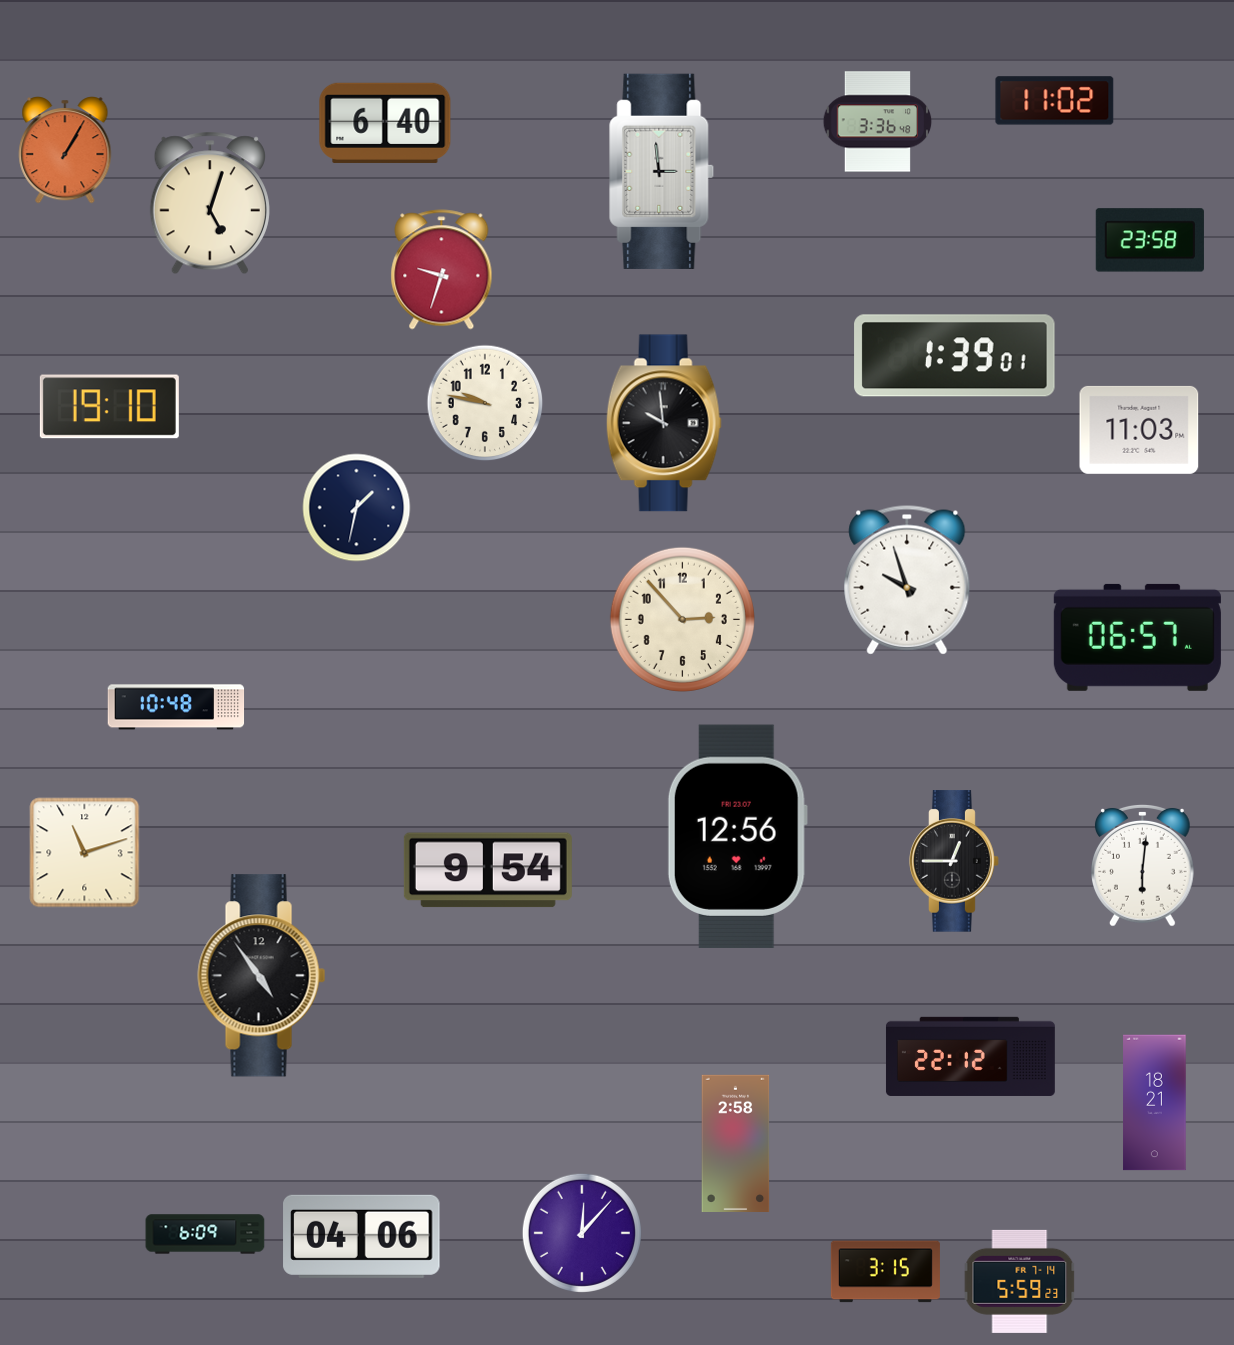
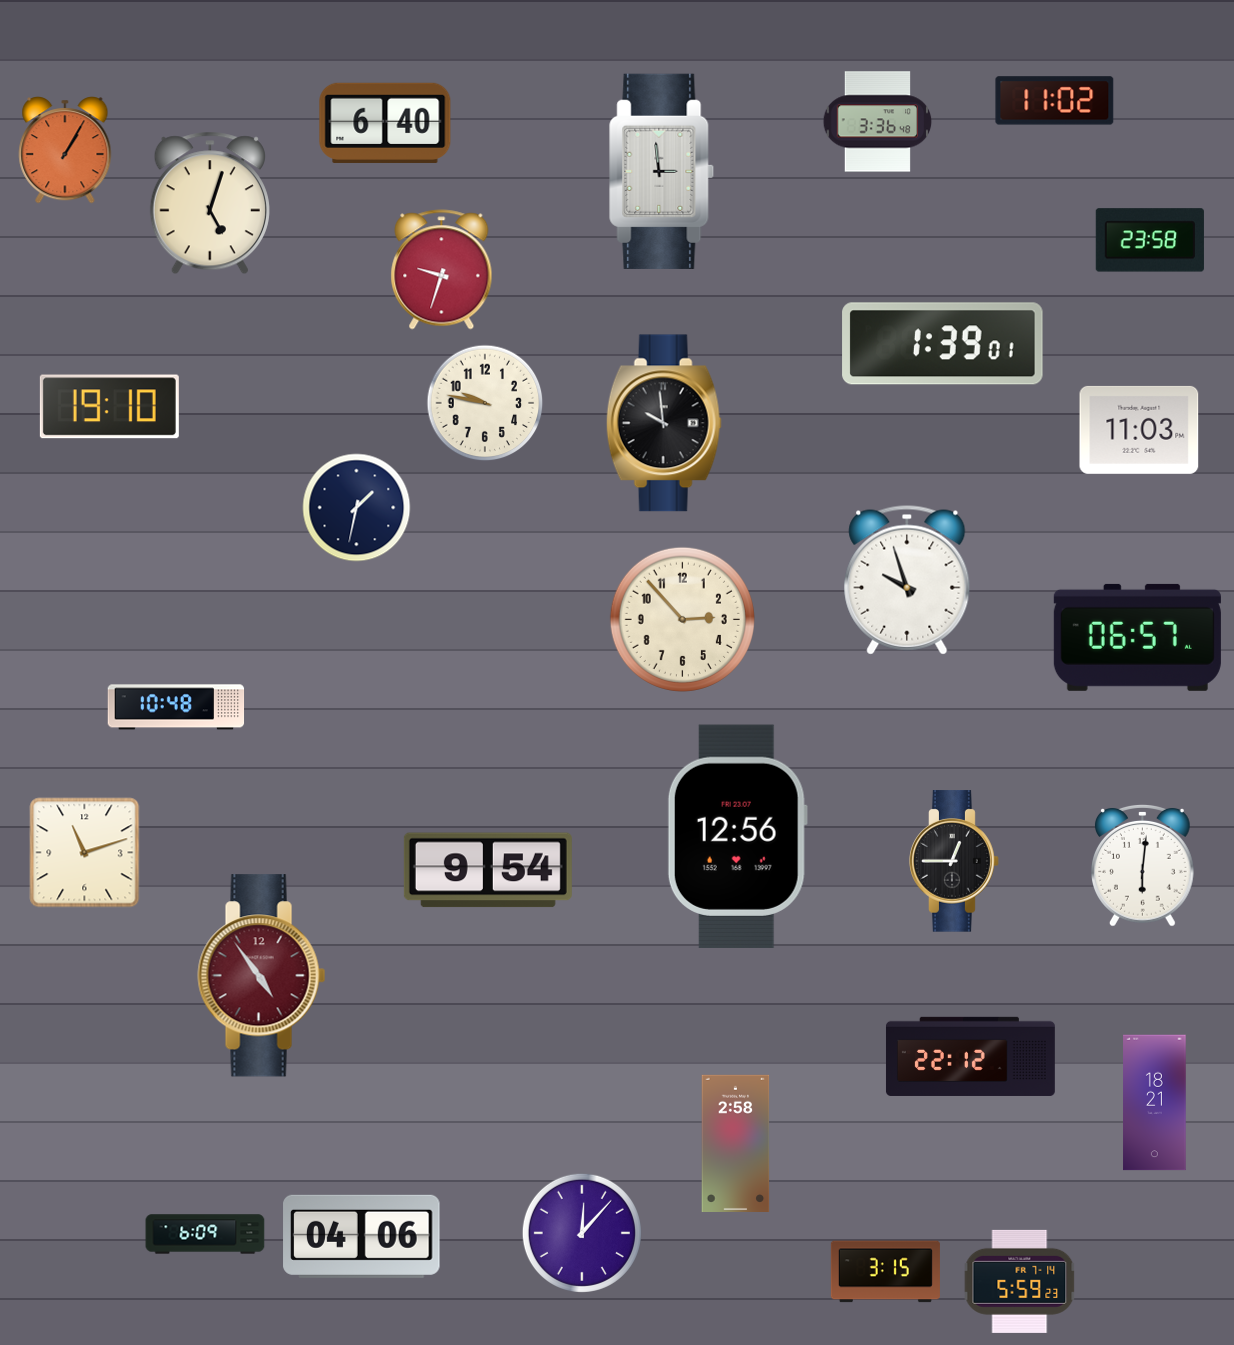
clock at (955, 356) position: (955, 356) -> (943, 344)
clock at (262, 976) dial: black -> burgundy
